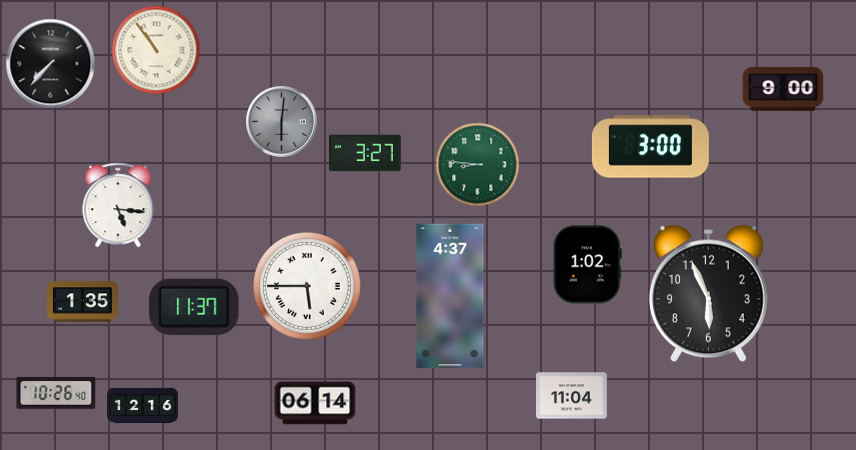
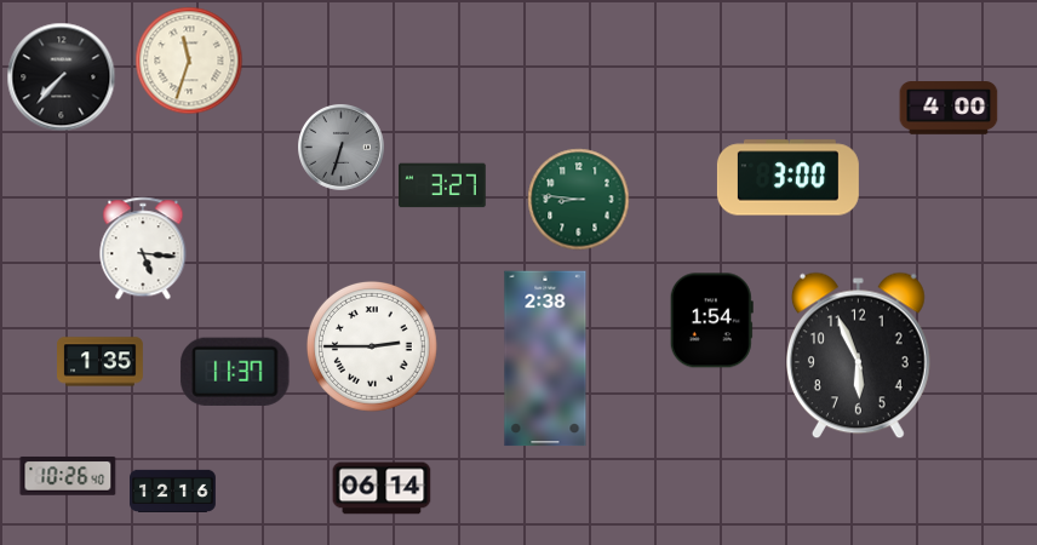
clock at (156, 50): 10:54 -> 11:33
clock at (783, 89): 9:00 -> 4:00
clock at (282, 122): 6:01 -> 6:33
clock at (587, 265): 1:02 -> 1:54
clock at (307, 286): 5:45 -> 2:45
clock at (450, 296): 4:37 -> 2:38
clock at (83, 302) position: (83, 302) -> (101, 362)
clock at (572, 396): 11:04 -> none
